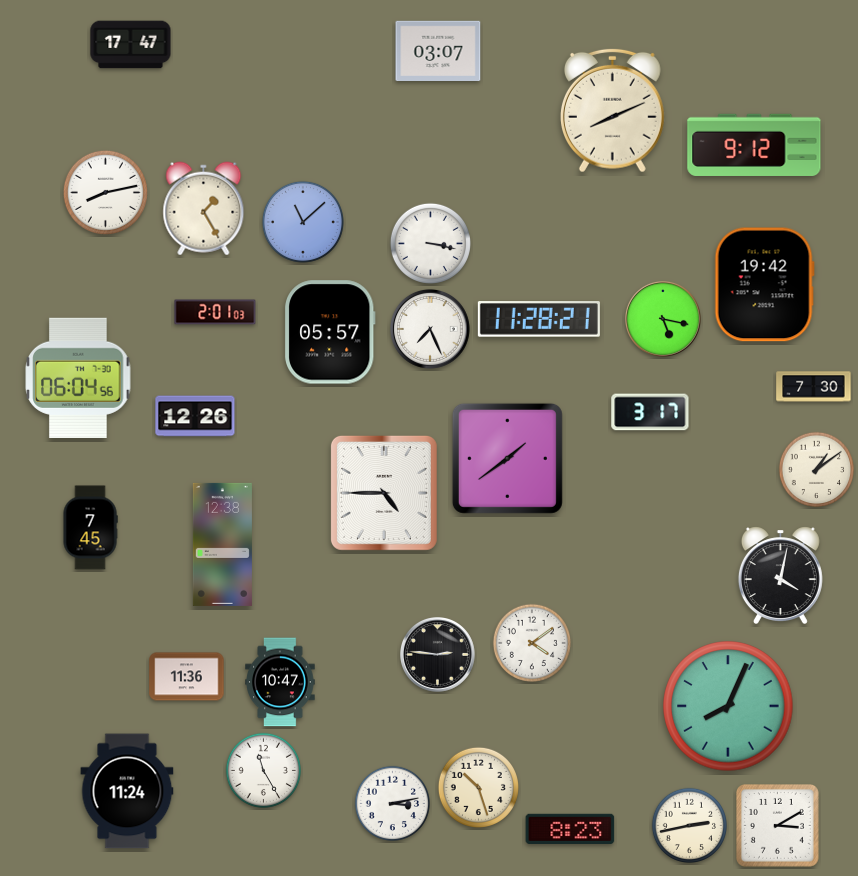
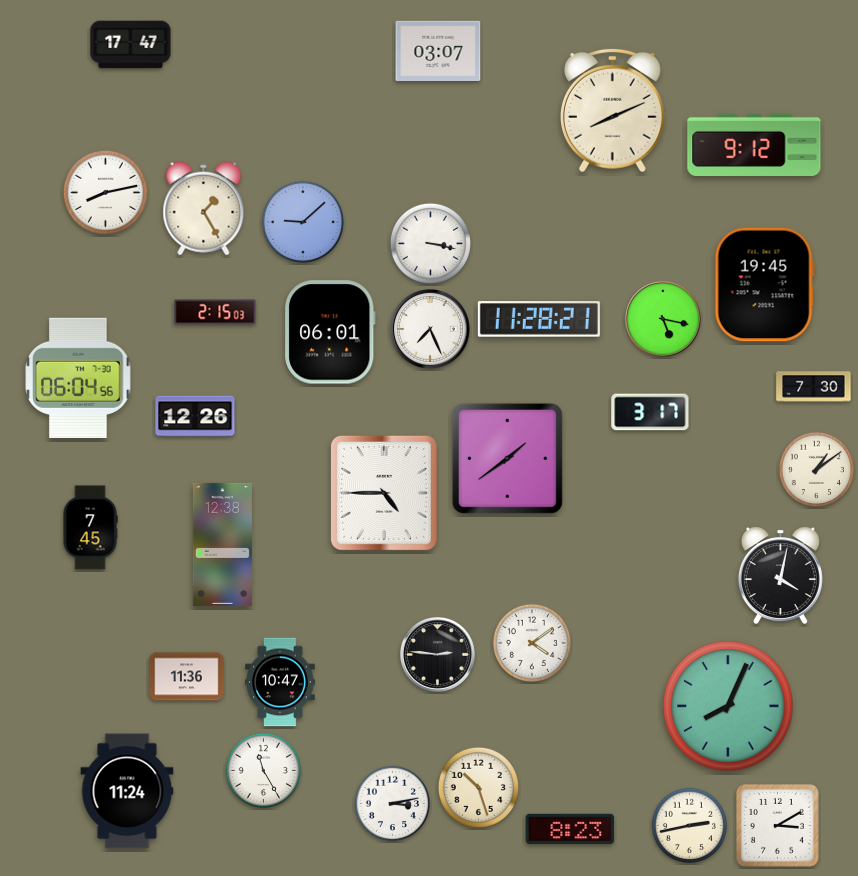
clock at (303, 222): 11:08 -> 9:08
clock at (764, 285): 19:42 -> 19:45
clock at (215, 312): 2:01 -> 2:15
clock at (330, 332): 05:57 -> 06:01
